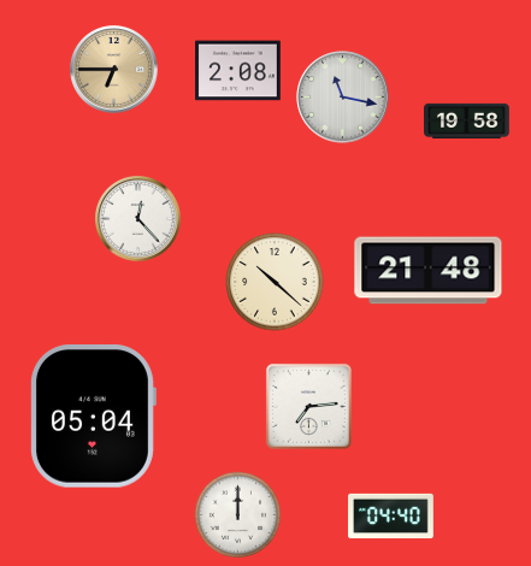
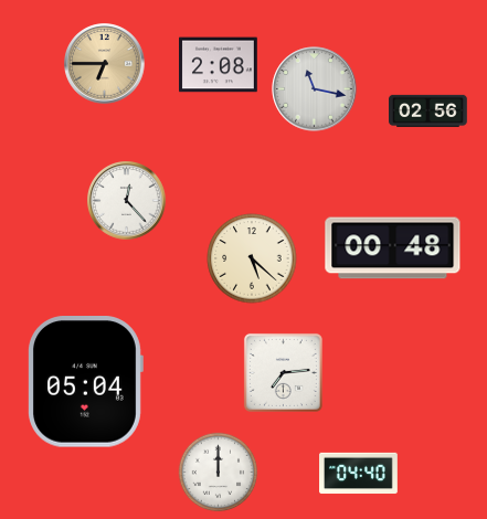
clock at (467, 120): 19:58 -> 02:56
clock at (429, 271): 21:48 -> 00:48
clock at (275, 282): 10:22 -> 5:22
